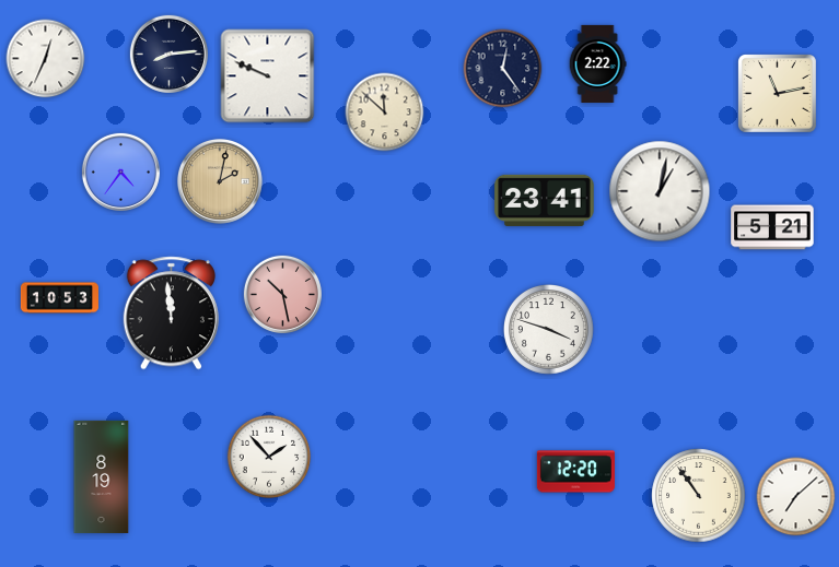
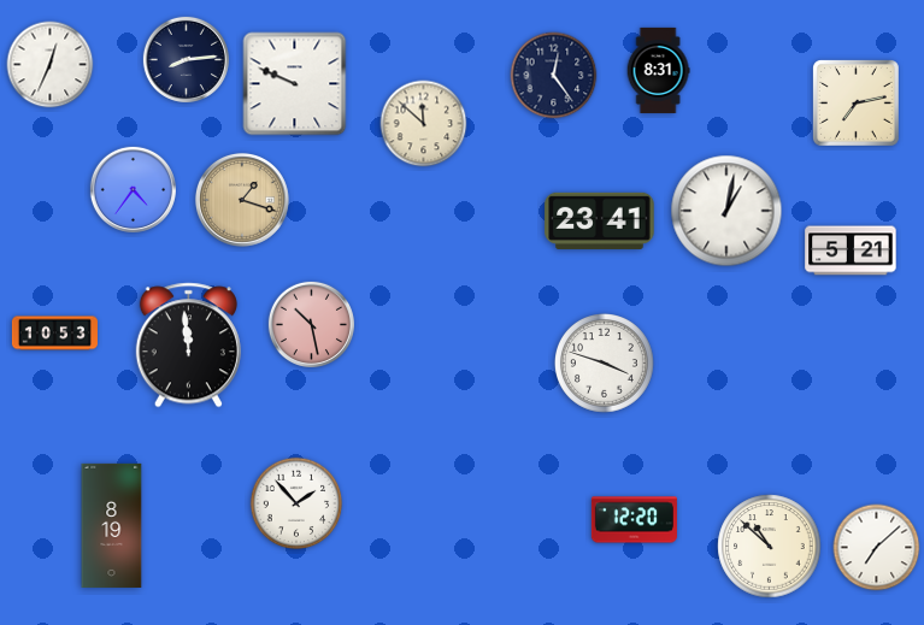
clock at (597, 63): 2:22 -> 8:31
clock at (778, 94): 11:13 -> 7:13
clock at (220, 181): 2:02 -> 1:18
clock at (59, 298) position: (59, 298) -> (54, 334)
clock at (699, 496): 10:54 -> 10:52
